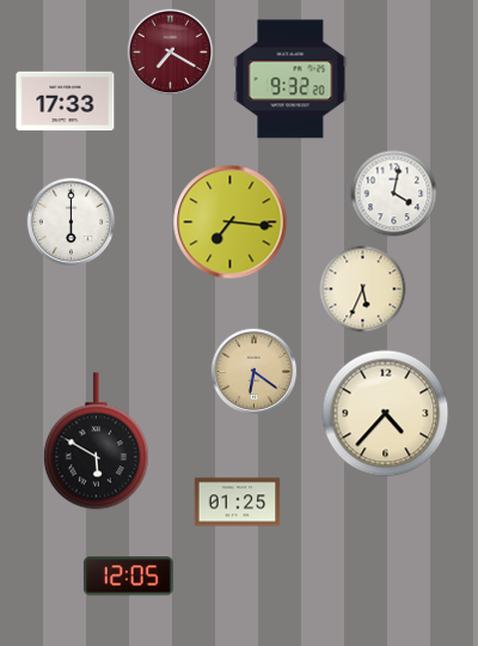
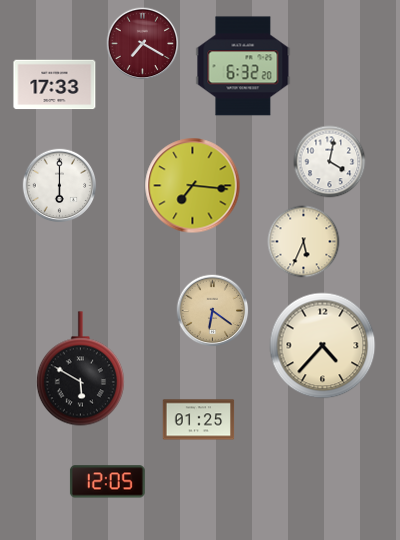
clock at (290, 79): 9:32 -> 6:32
